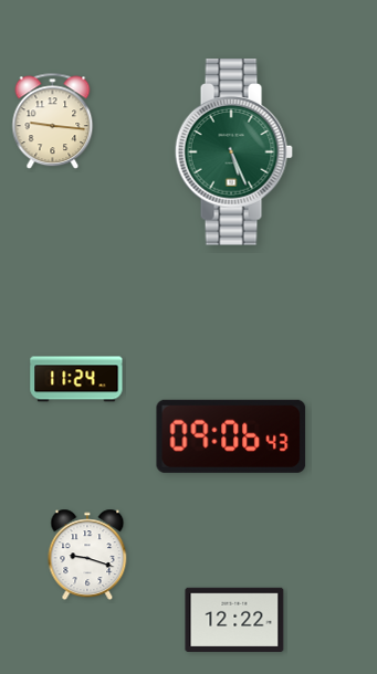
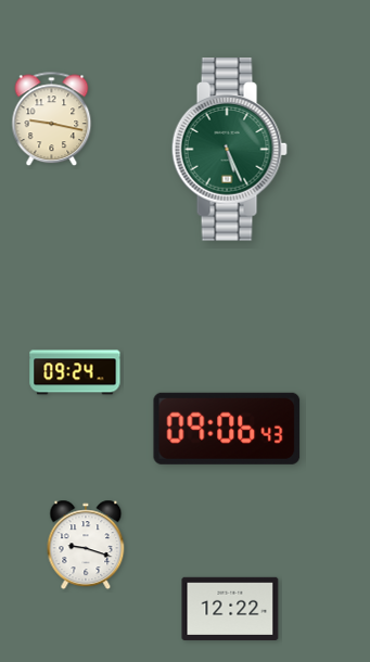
clock at (53, 122): 9:16 -> 9:17
clock at (76, 379): 11:24 -> 09:24
